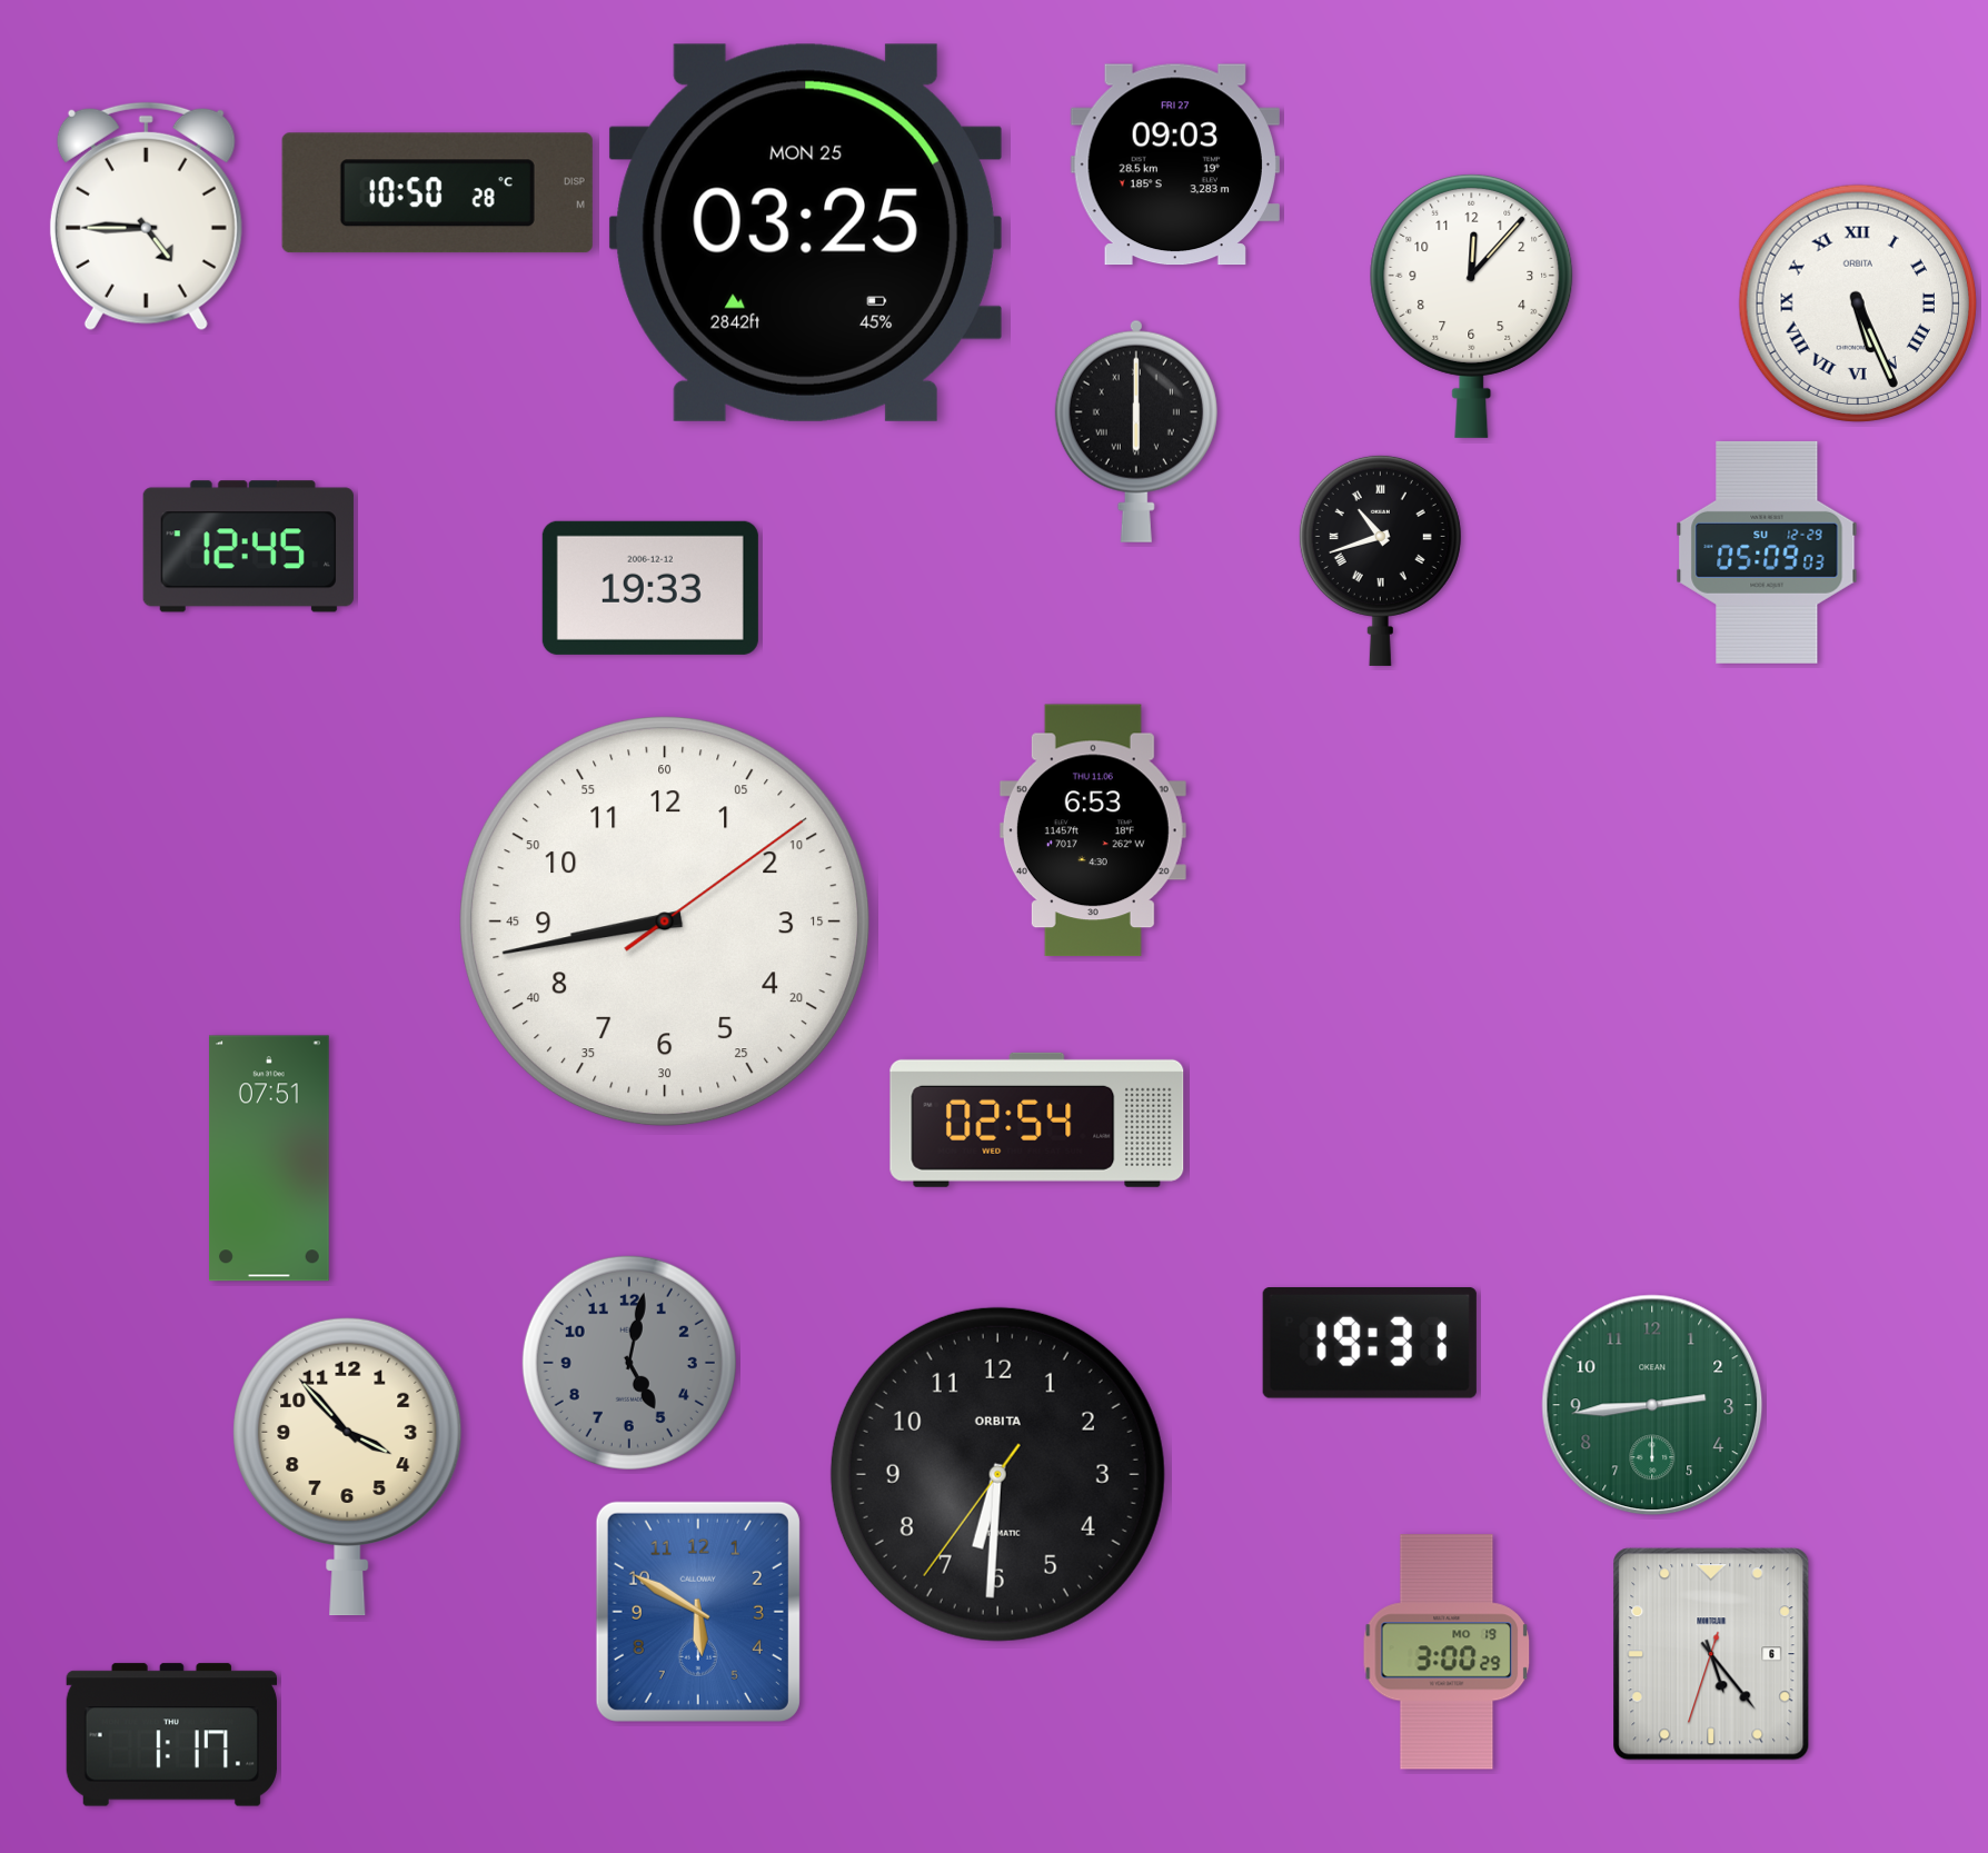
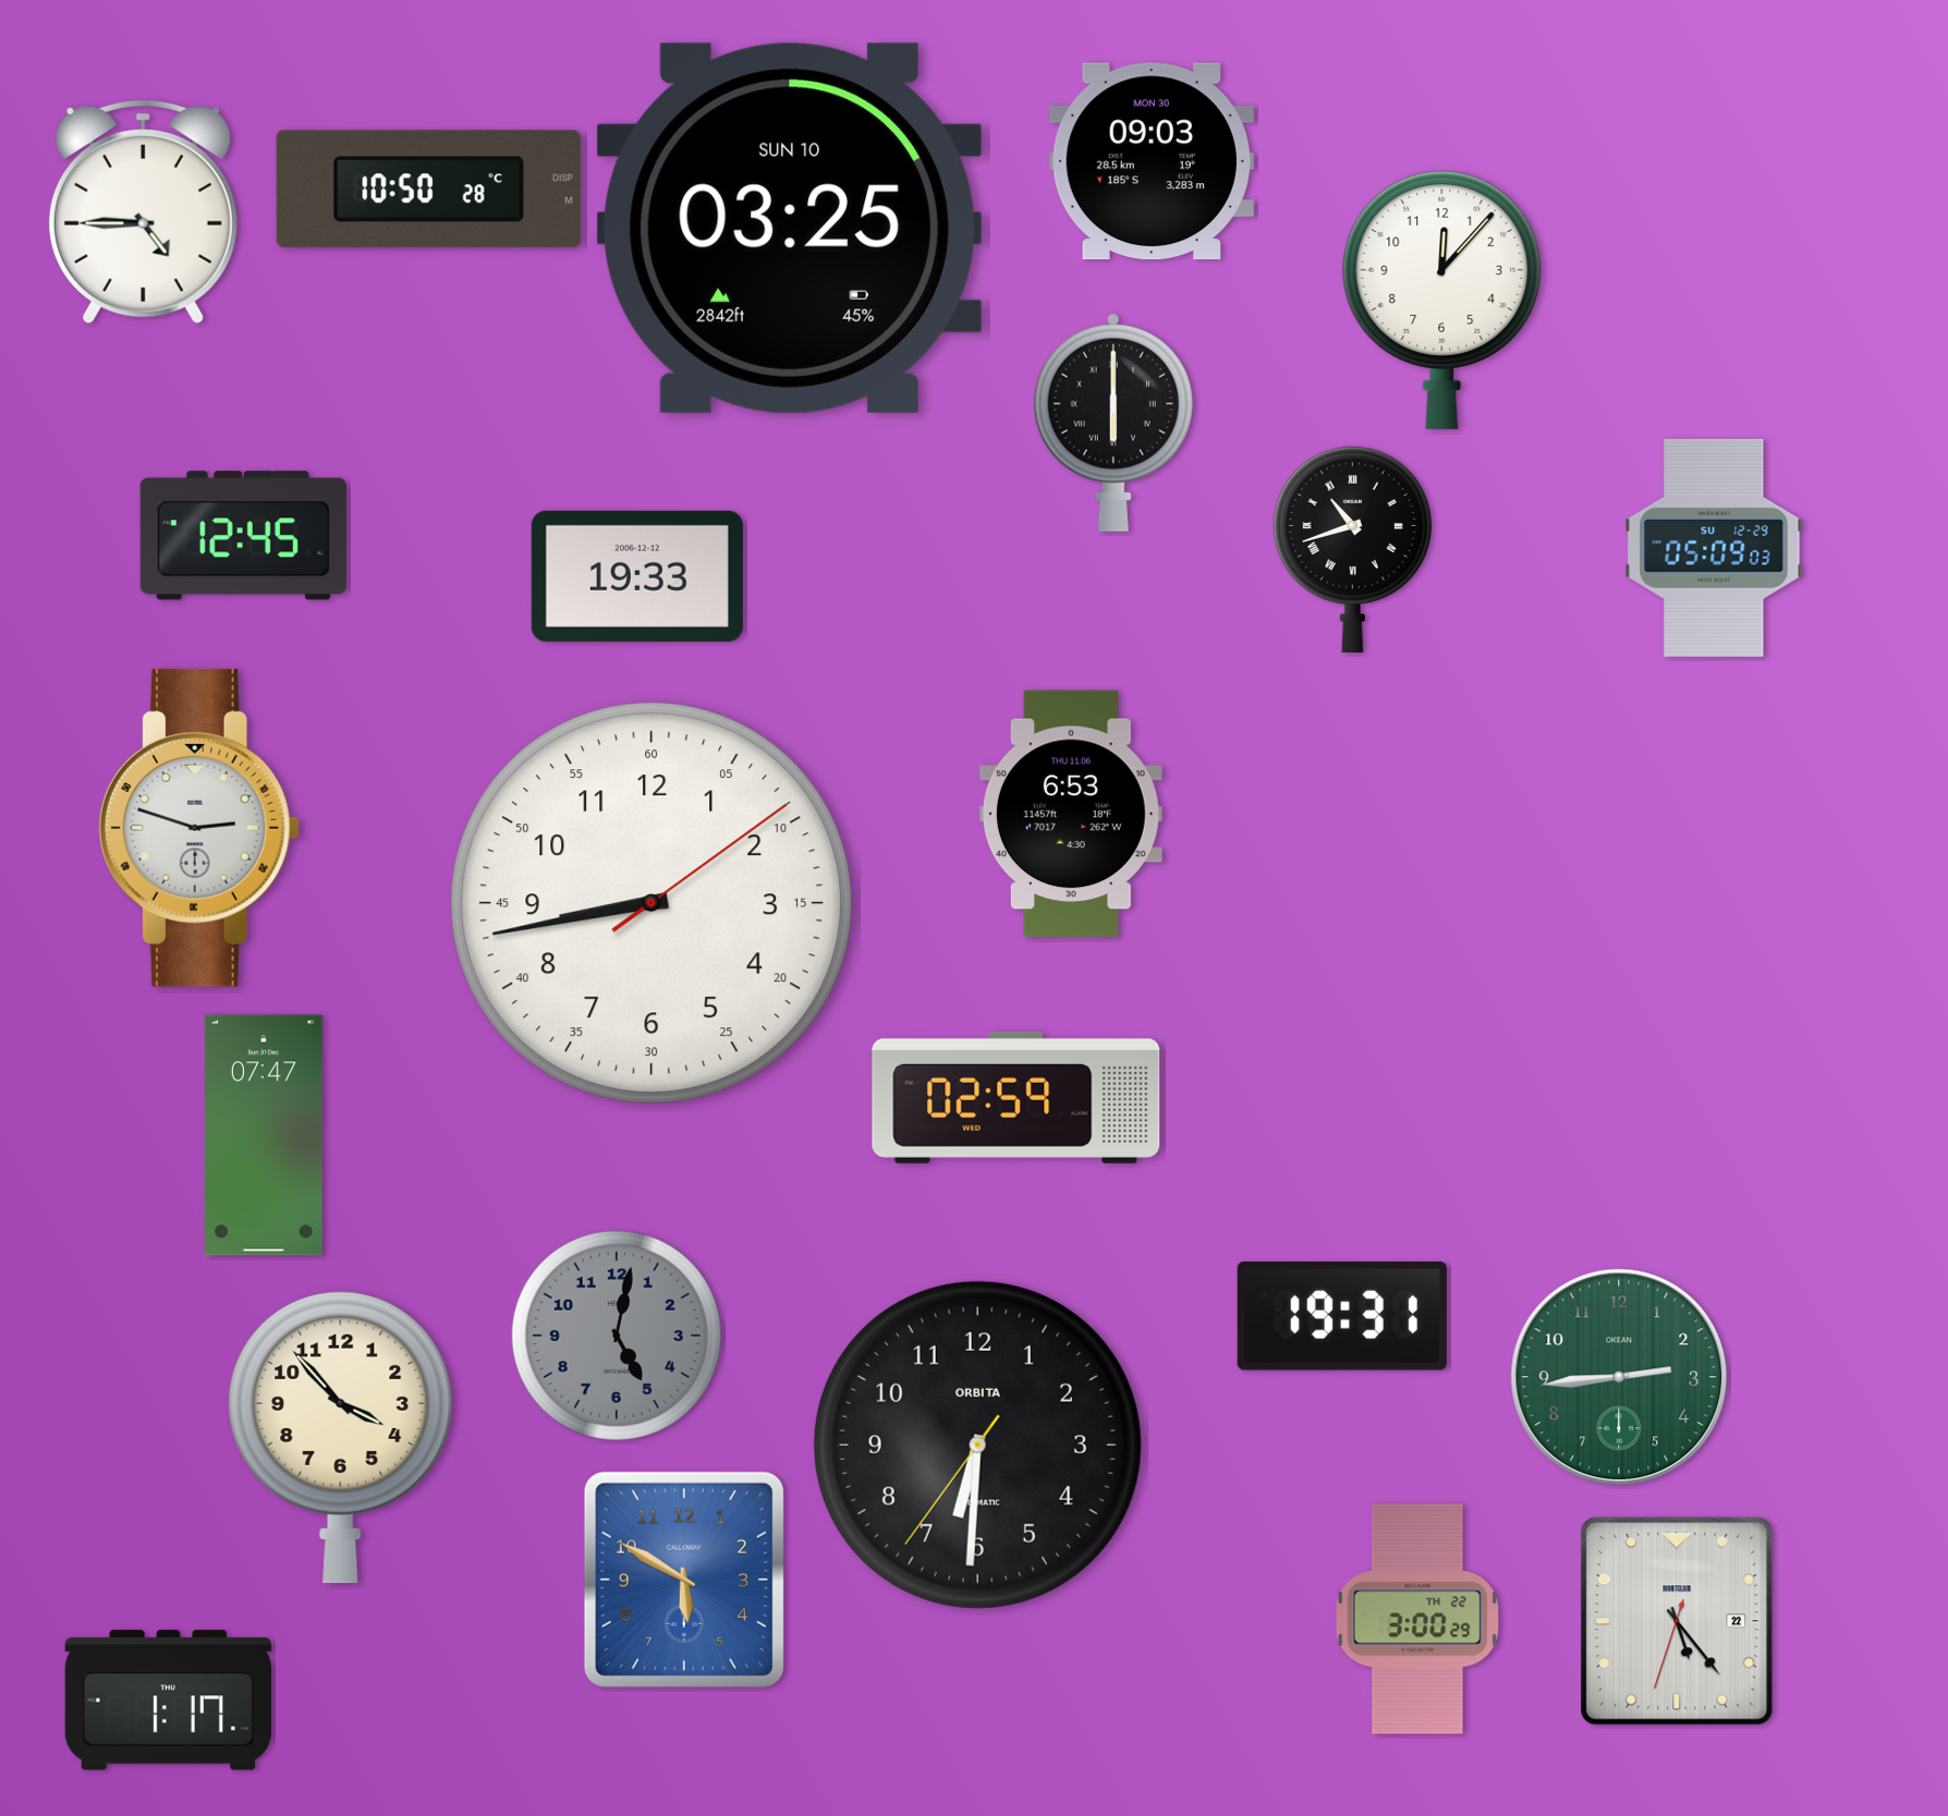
clock at (1175, 165) date: FRI 27 -> MON 30
clock at (805, 232) date: MON 25 -> SUN 10
clock at (1857, 302): 5:26 -> none
clock at (1767, 552) position: (1767, 552) -> (1714, 548)
clock at (199, 828): none -> 2:48
clock at (1037, 1119): 02:54 -> 02:59
clock at (269, 1158): 07:51 -> 07:47
clock at (1447, 1652) date: MO 19 -> TH 22
clock at (1711, 1654) date: 6 -> 22
